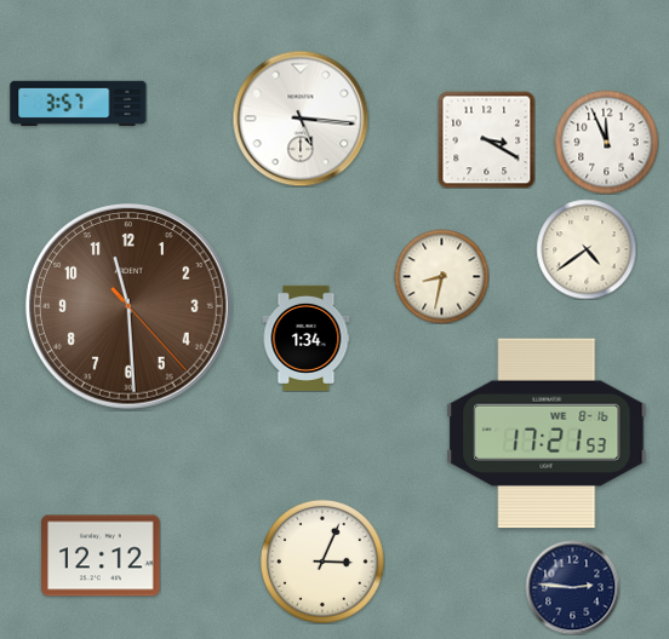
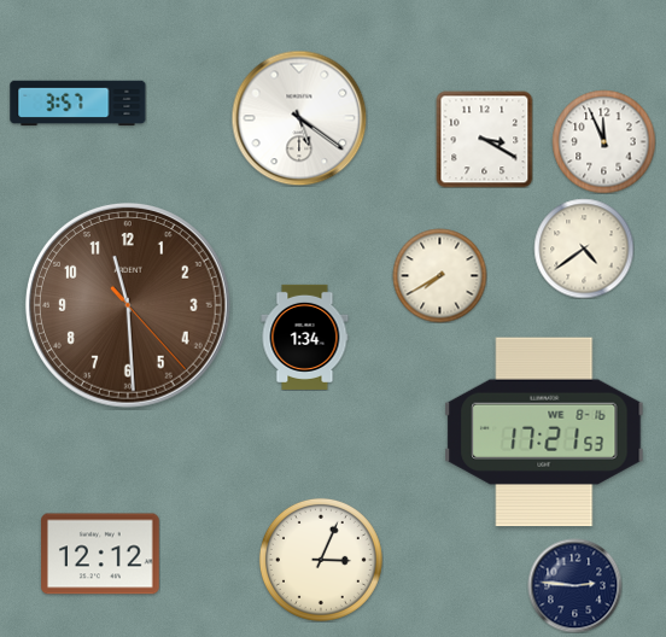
clock at (301, 119): 5:16 -> 5:21
clock at (441, 276): 8:32 -> 7:40
clock at (572, 587) position: (572, 587) -> (574, 585)
